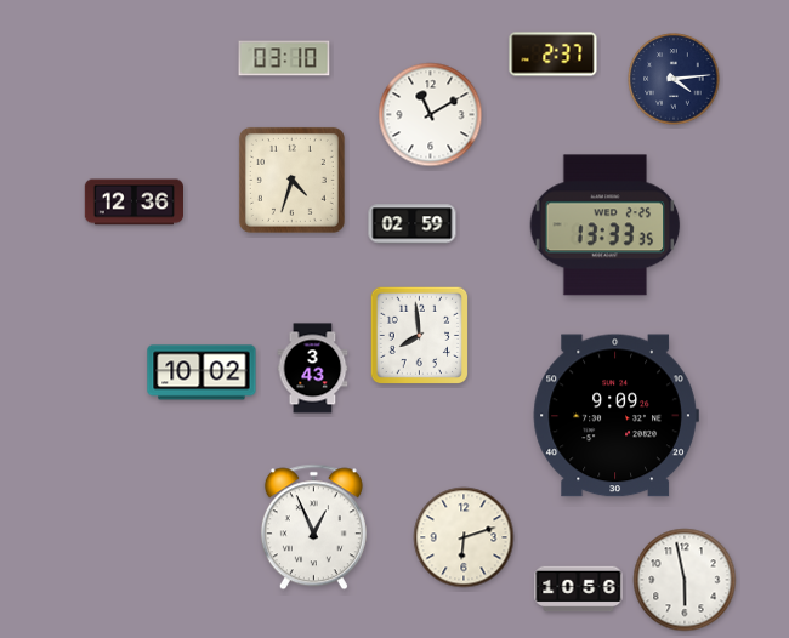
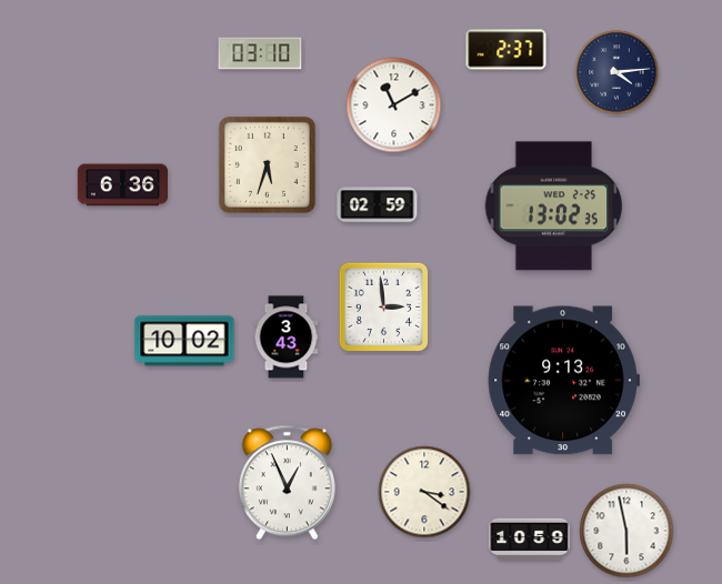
clock at (291, 180): 4:33 -> 5:33
clock at (134, 203): 12:36 -> 6:36
clock at (606, 226): 13:33 -> 13:02
clock at (419, 335): 7:59 -> 2:59
clock at (615, 416): 9:09 -> 9:13
clock at (464, 537): 6:12 -> 3:21
clock at (579, 589): 10:56 -> 10:59
